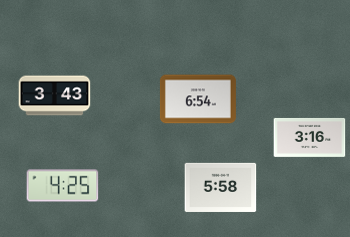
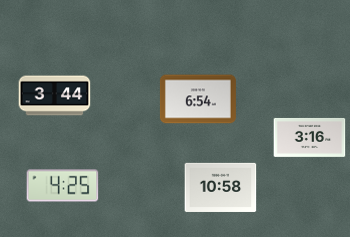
clock at (55, 96): 3:43 -> 3:44
clock at (221, 187): 5:58 -> 10:58
